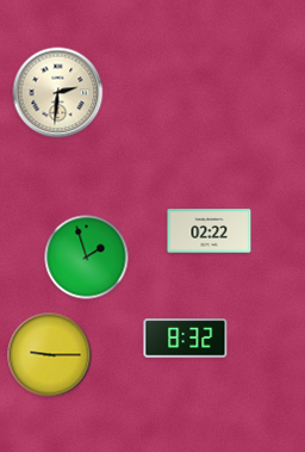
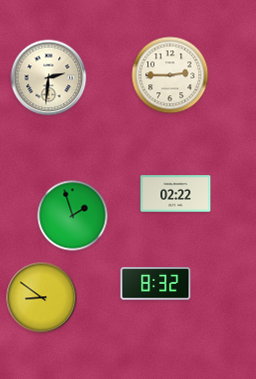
clock at (170, 75): none -> 2:45
clock at (50, 355): 9:15 -> 8:51
